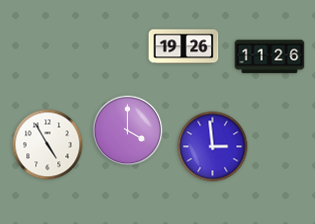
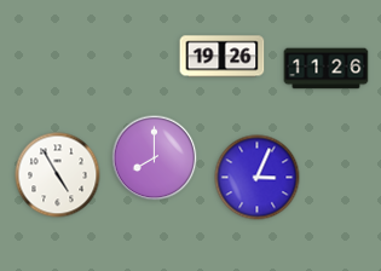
clock at (128, 131): 4:00 -> 8:00
clock at (213, 147): 2:59 -> 3:04
